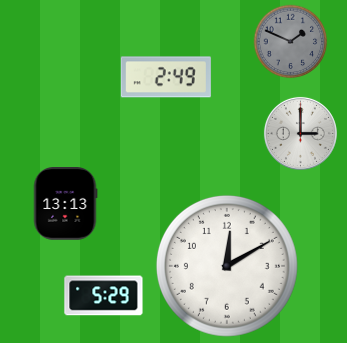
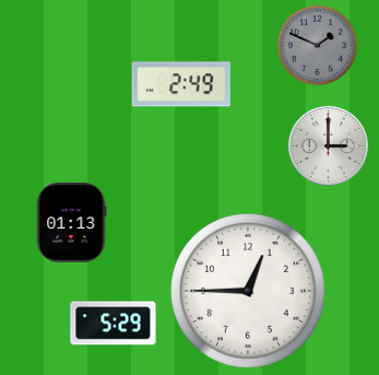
clock at (65, 204): 13:13 -> 01:13
clock at (227, 266): 12:10 -> 12:45
